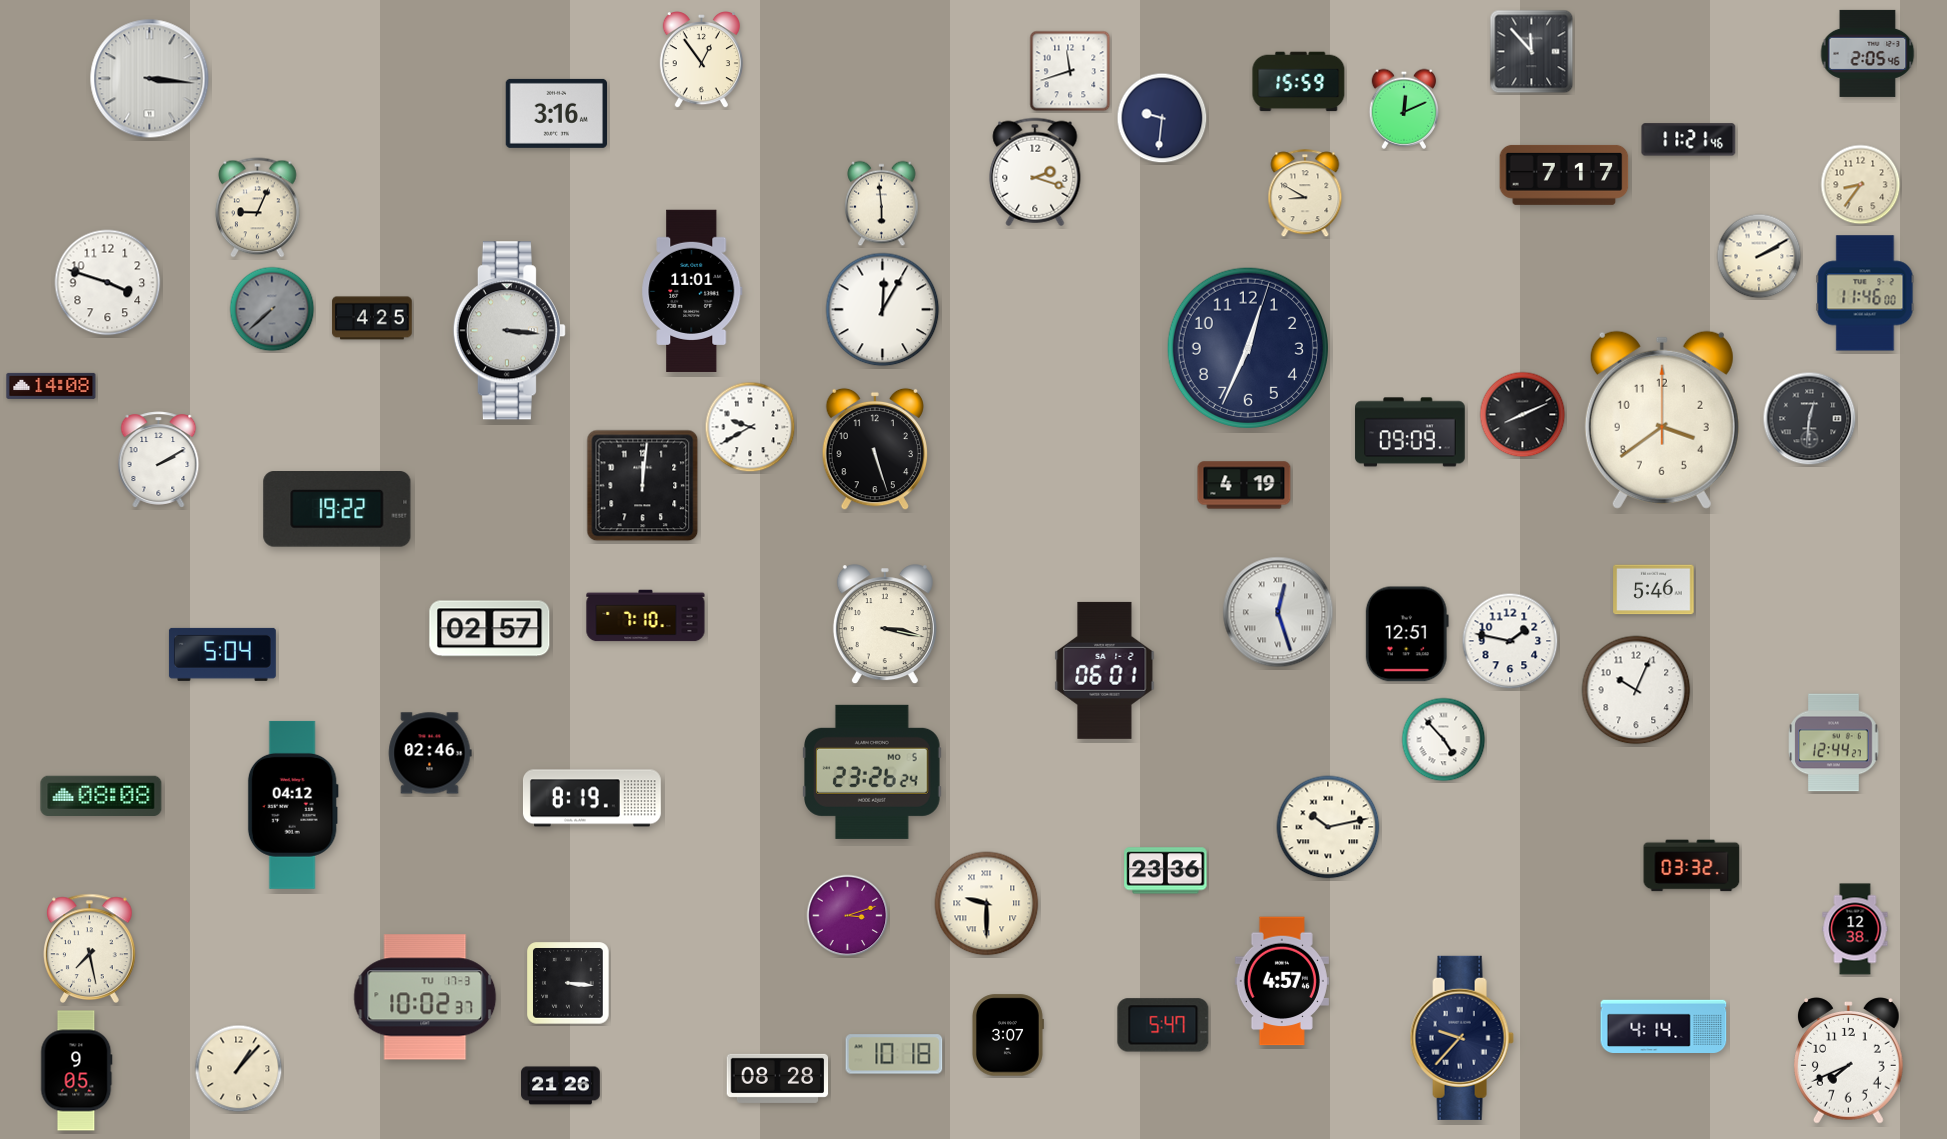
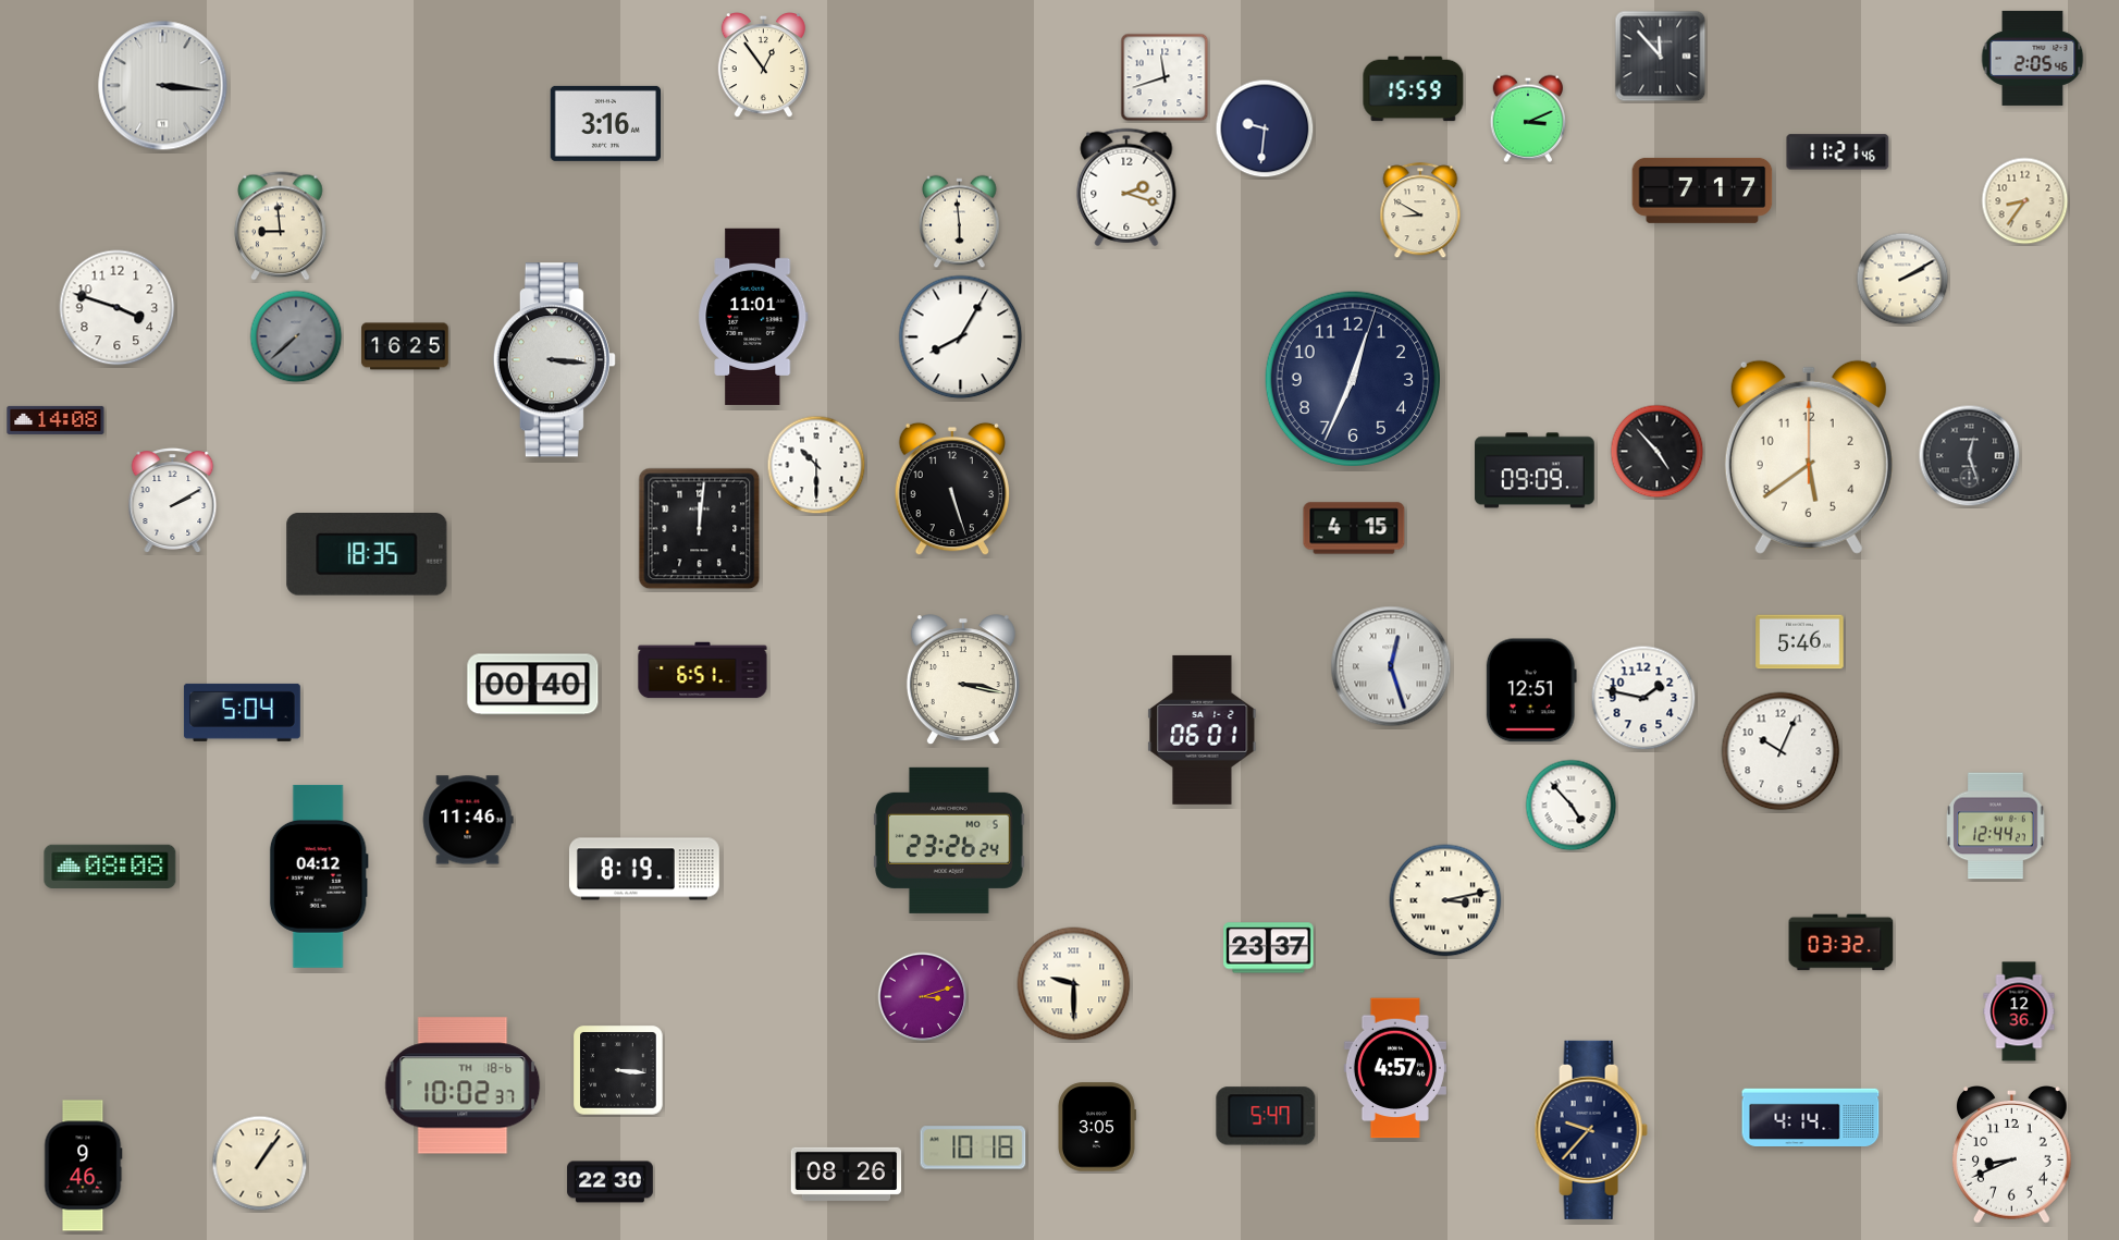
clock at (1532, 52) position: (1532, 52) -> (1661, 57)
clock at (1404, 109): 12:11 -> 3:11
clock at (258, 208): 9:04 -> 8:59
clock at (1759, 256) position: (1759, 256) -> (1902, 279)
clock at (1865, 293): 11:46 -> none
clock at (883, 310): 12:05 -> 8:05
clock at (372, 318): 4:25 -> 16:25
clock at (1247, 347) position: (1247, 347) -> (1352, 378)
clock at (1523, 415): 8:11 -> 4:53
clock at (1810, 419): 12:31 -> 12:27
clock at (1662, 420): 3:39 -> 5:39
clock at (750, 427): 9:40 -> 10:30
clock at (1244, 485): 4:19 -> 4:15
clock at (337, 510): 19:22 -> 18:35
clock at (646, 616): 7:10 -> 6:51
clock at (490, 629): 02:57 -> 00:40
clock at (1834, 743) position: (1834, 743) -> (1996, 826)
clock at (430, 753): 02:46 -> 11:46
clock at (1328, 827): 10:13 -> 3:13
clock at (1166, 871): 23:36 -> 23:37
clock at (1855, 929): 12:38 -> 12:36
clock at (90, 948): 7:28 -> none
clock at (425, 997) date: TU 17-3 -> TH 18-6
clock at (1007, 1035): 3:07 -> 3:05
clock at (1849, 1061): 7:41 -> 8:41
clock at (239, 1069): 1:07 -> 1:06
clock at (77, 1071): 9:05 -> 9:46
clock at (778, 1078): 08:28 -> 08:26
clock at (561, 1086): 21:26 -> 22:30
